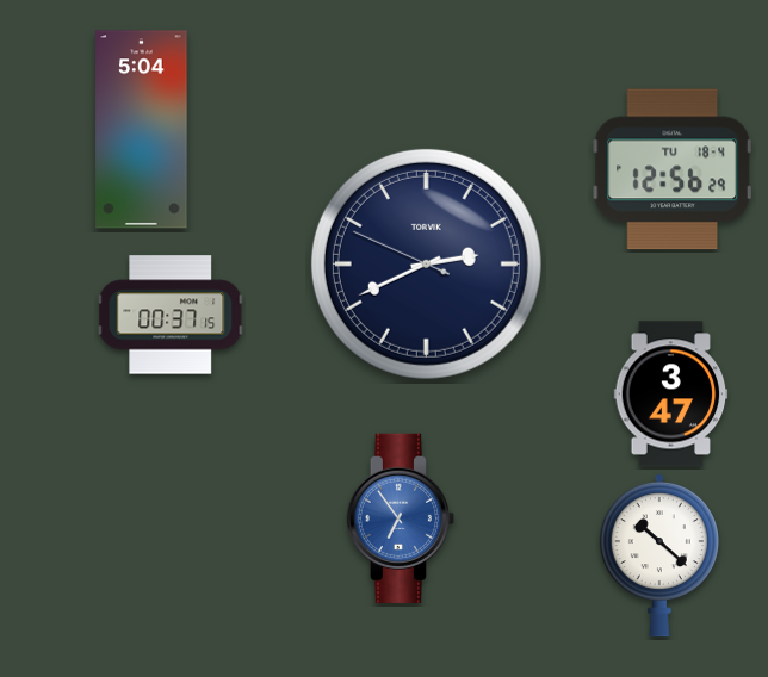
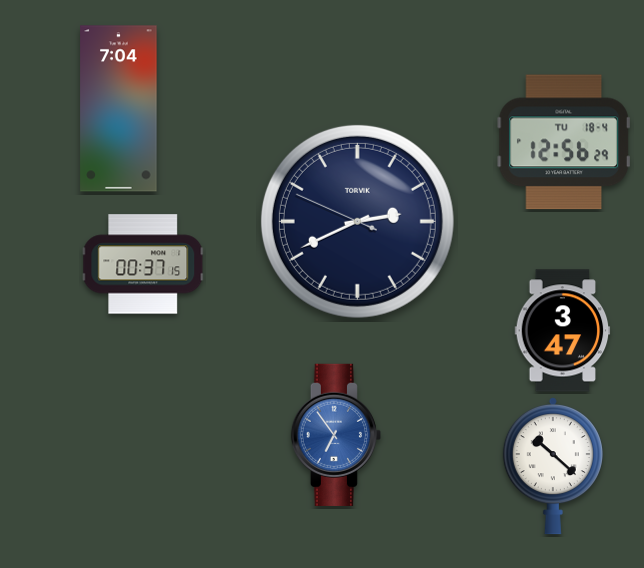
clock at (142, 130): 5:04 -> 7:04
